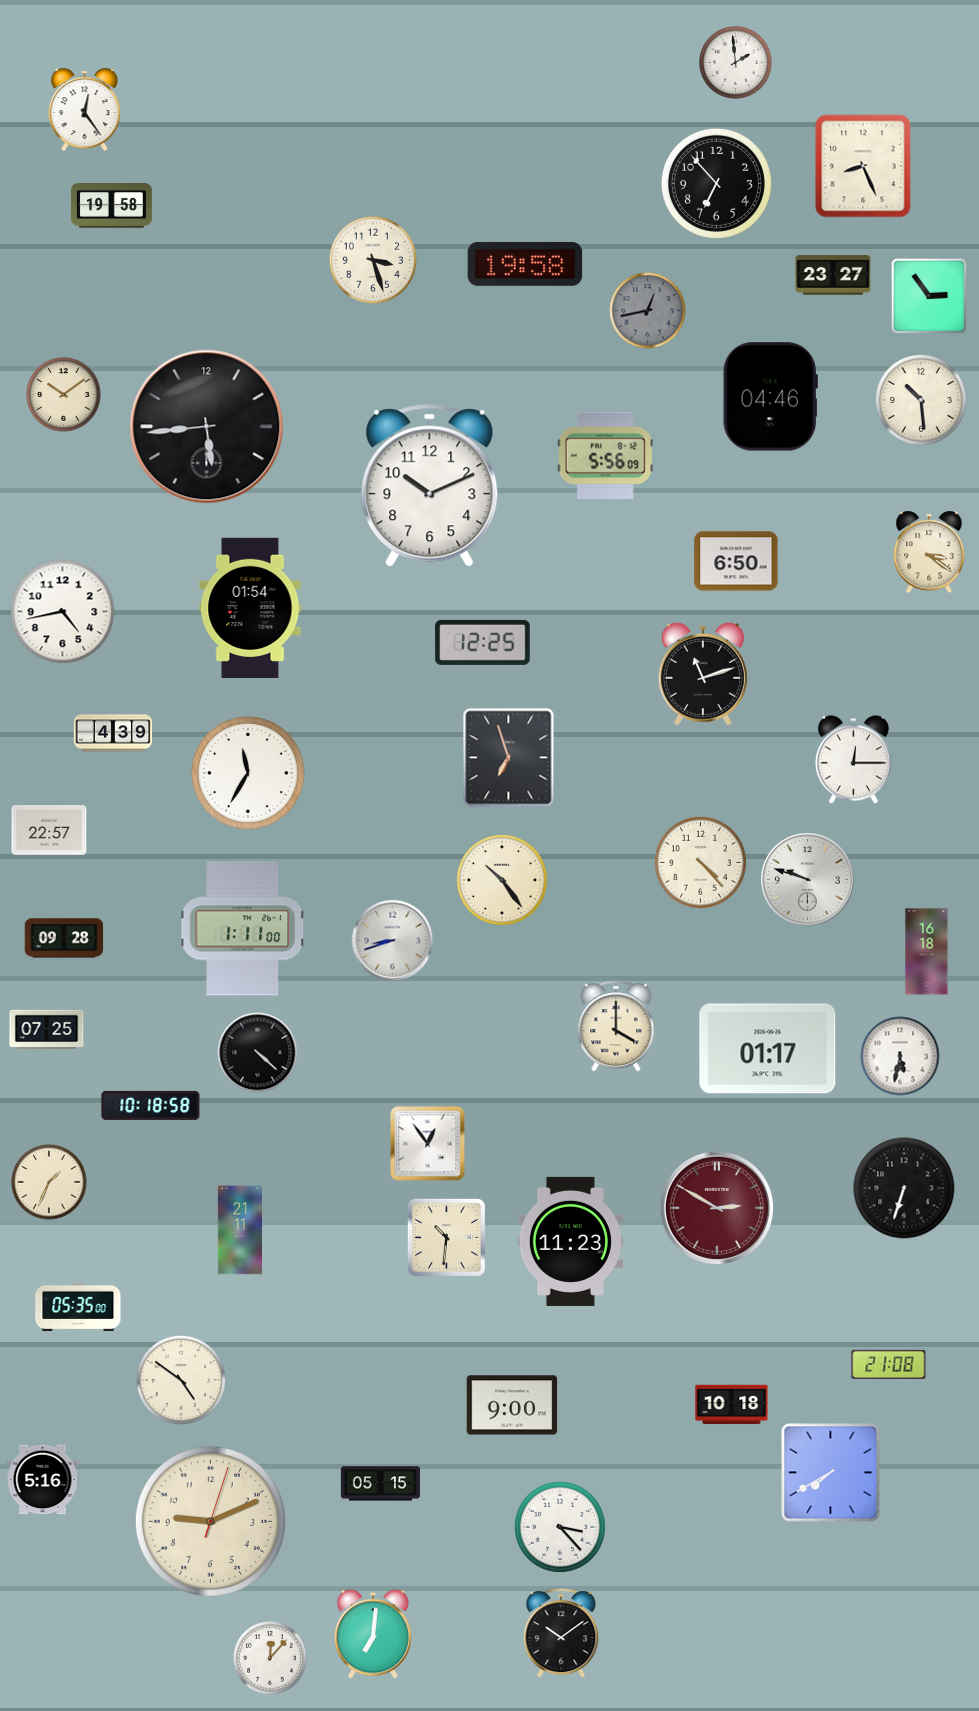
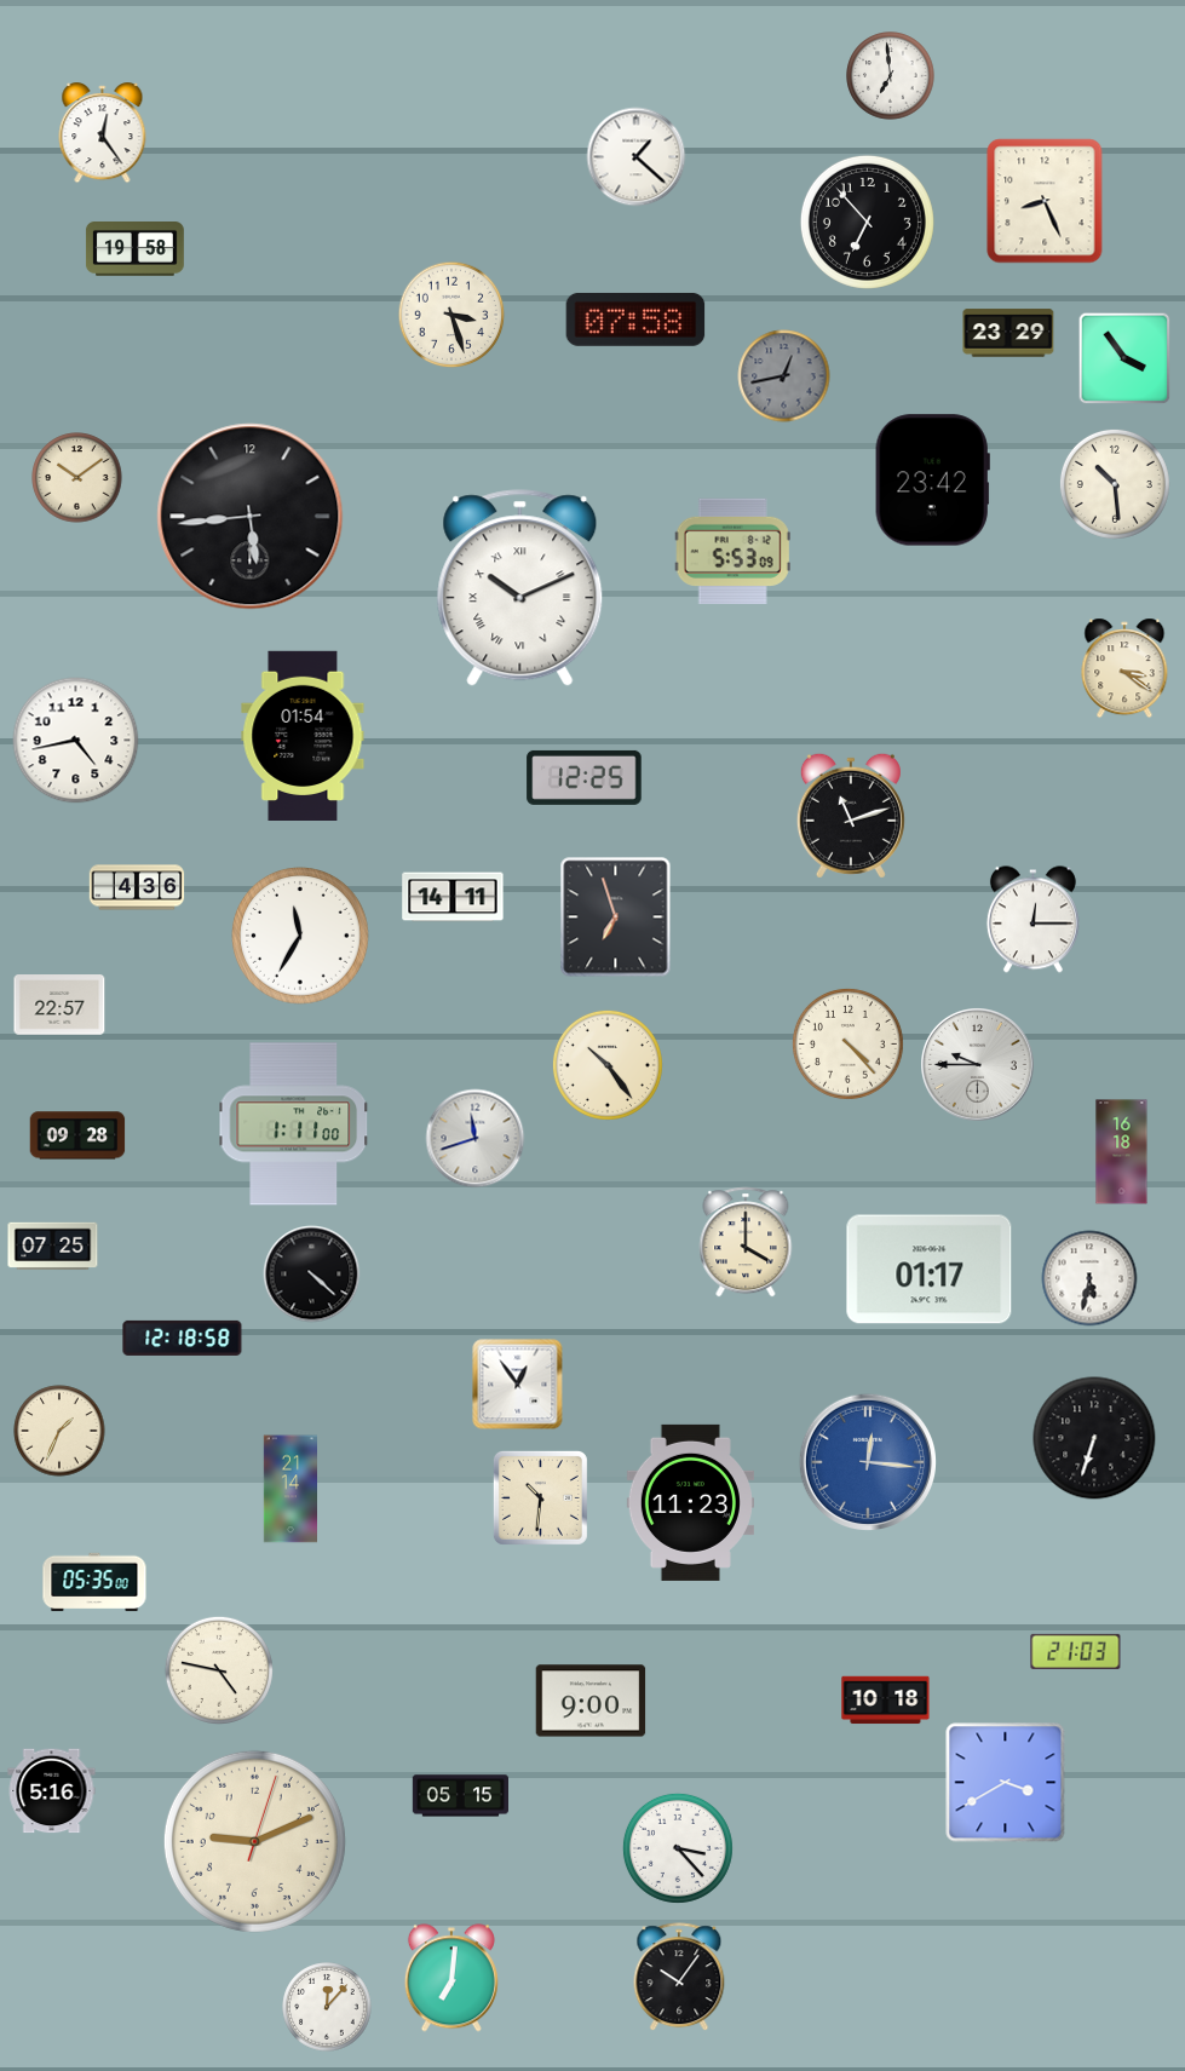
clock at (736, 63): 1:59 -> 6:59
clock at (637, 157): none -> 1:22
clock at (525, 264): 19:58 -> 07:58
clock at (833, 275): 23:27 -> 23:29
clock at (929, 296): 2:54 -> 3:54
clock at (770, 397): 04:46 -> 23:42
clock at (605, 455): 5:56 -> 5:53
clock at (430, 486) numerals: Arabic -> Roman
clock at (736, 561): 6:50 -> none
clock at (113, 733): 4:39 -> 4:36
clock at (453, 897): none -> 14:11
clock at (808, 880): 9:48 -> 9:45
clock at (393, 941): 8:42 -> 11:42
clock at (47, 1030) position: (47, 1030) -> (53, 1247)
clock at (151, 1105): 10:18 -> 12:18
clock at (716, 1207): 2:50 -> 12:16
clock at (716, 1207) dial: burgundy -> blue
clock at (239, 1230): 21:11 -> 21:14
clock at (889, 1364): 21:08 -> 21:03
clock at (181, 1380): 4:51 -> 4:47
clock at (512, 1405) position: (512, 1405) -> (591, 1701)
clock at (831, 1473): 7:40 -> 3:40
clock at (561, 1634): 10:09 -> 10:06
